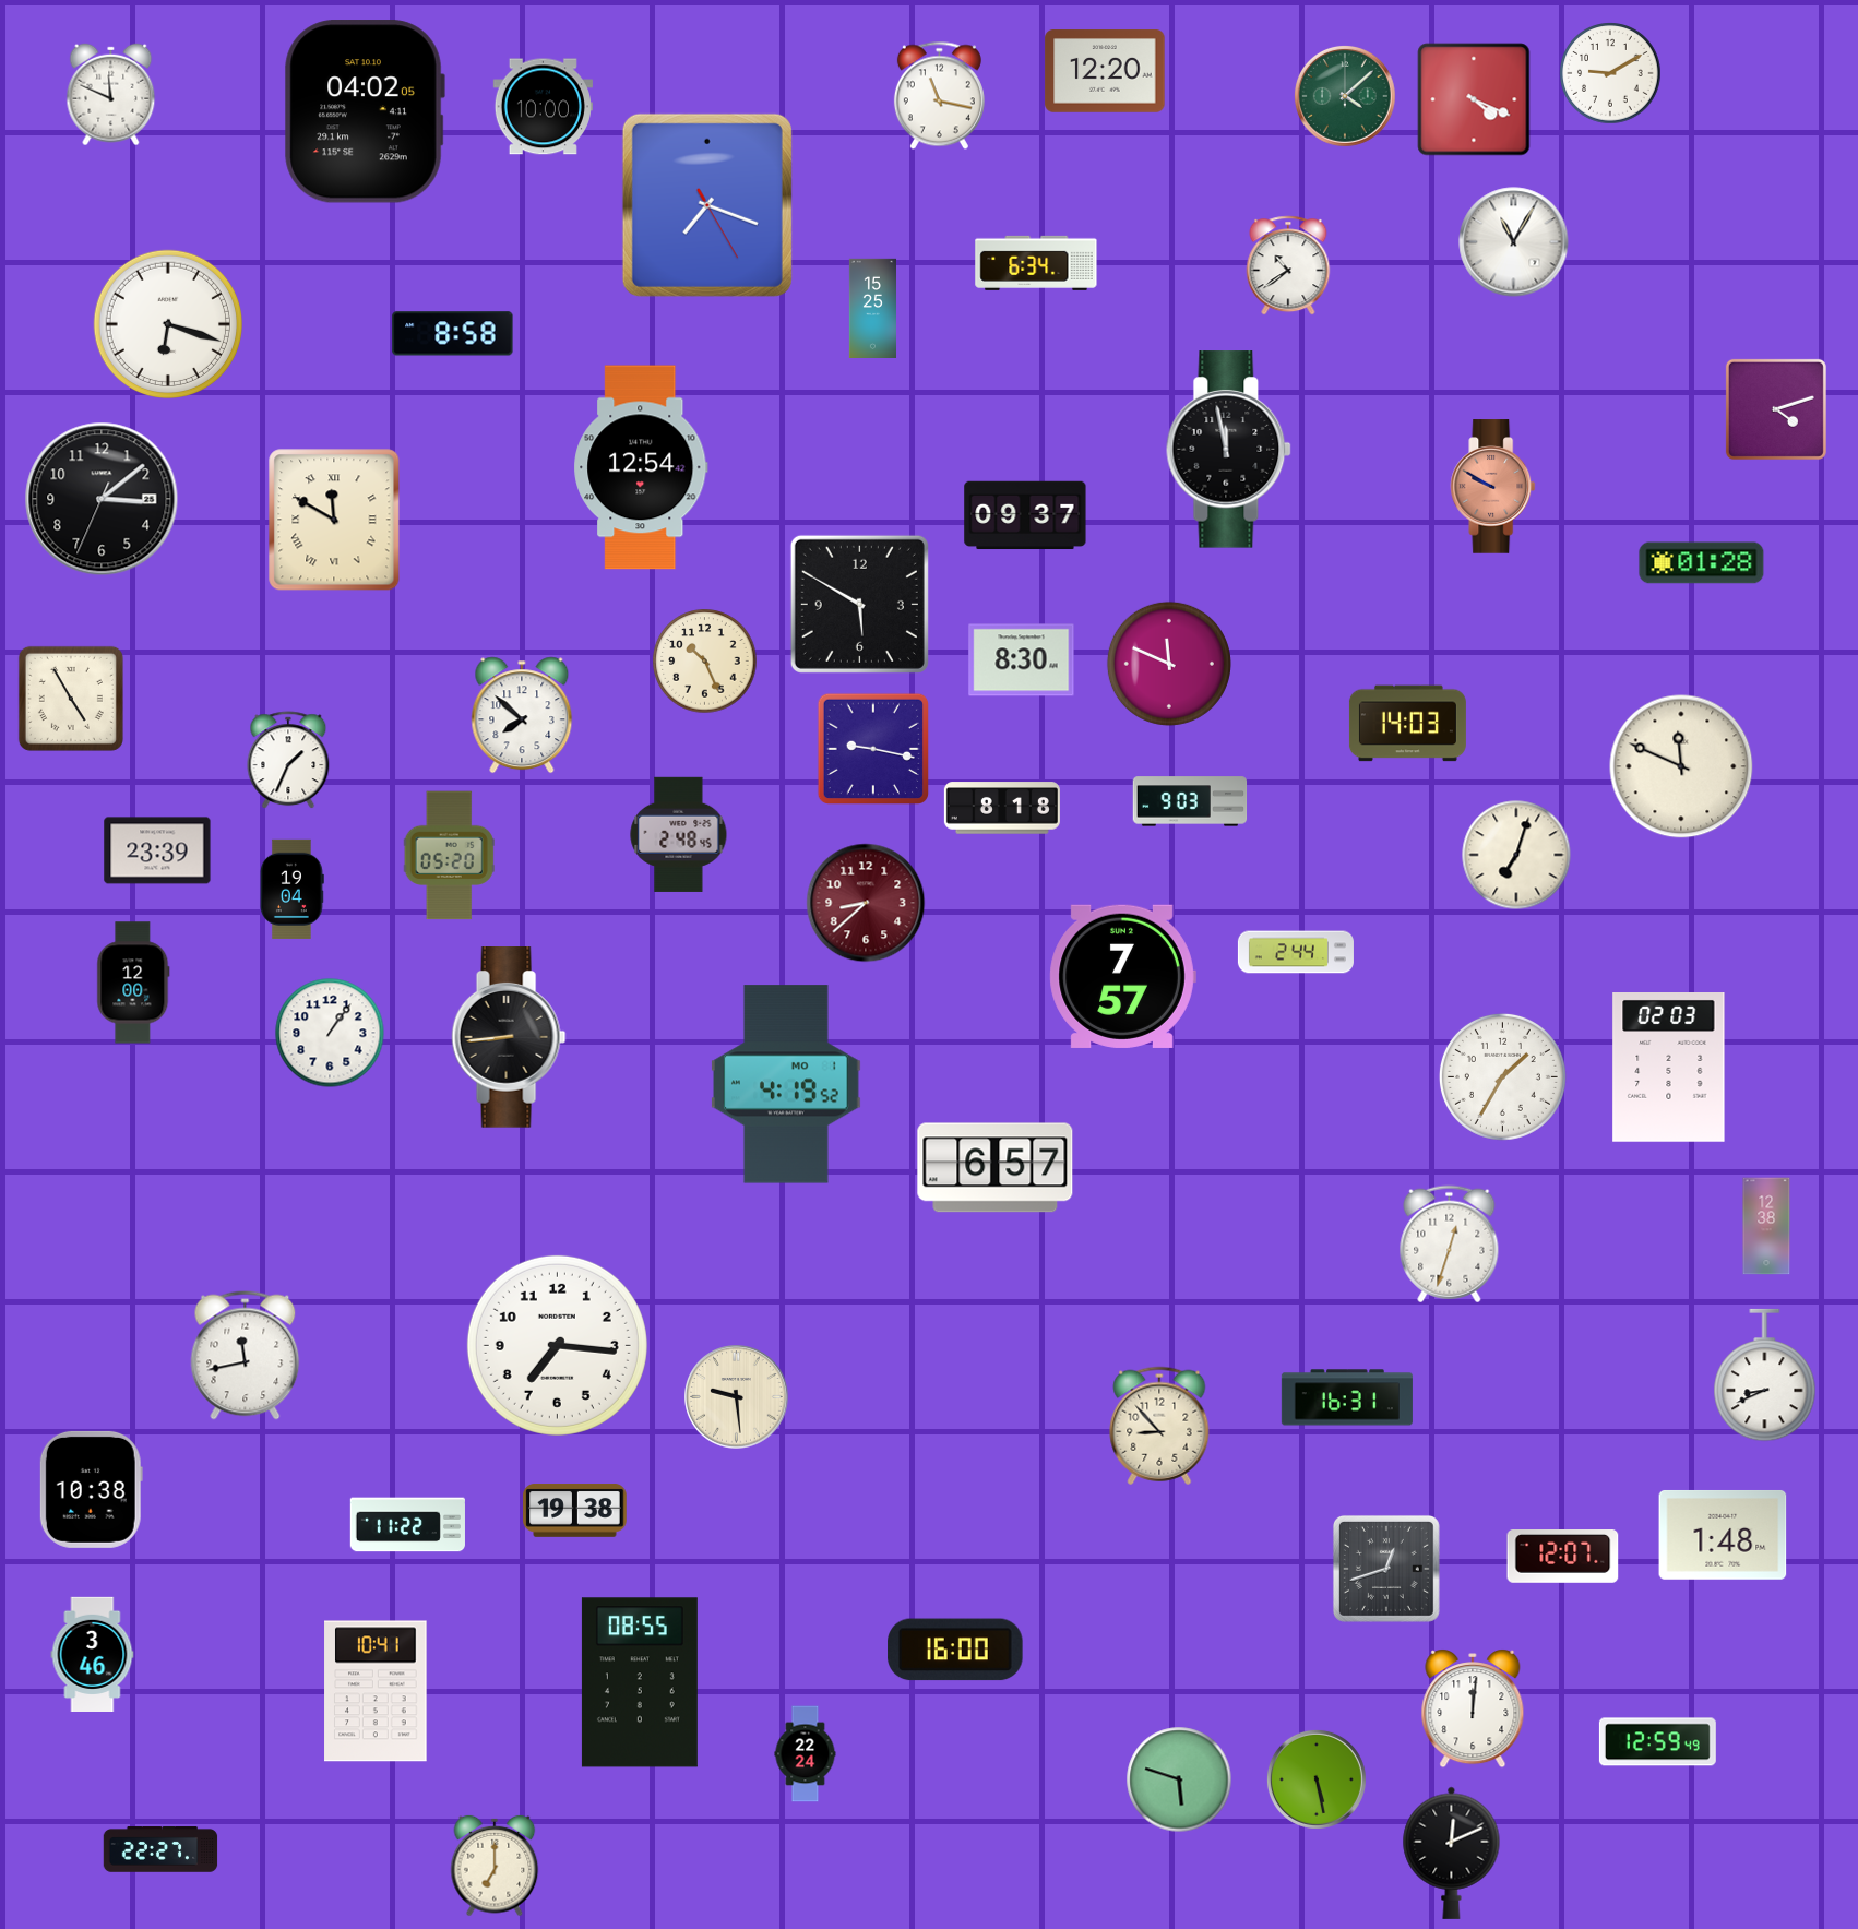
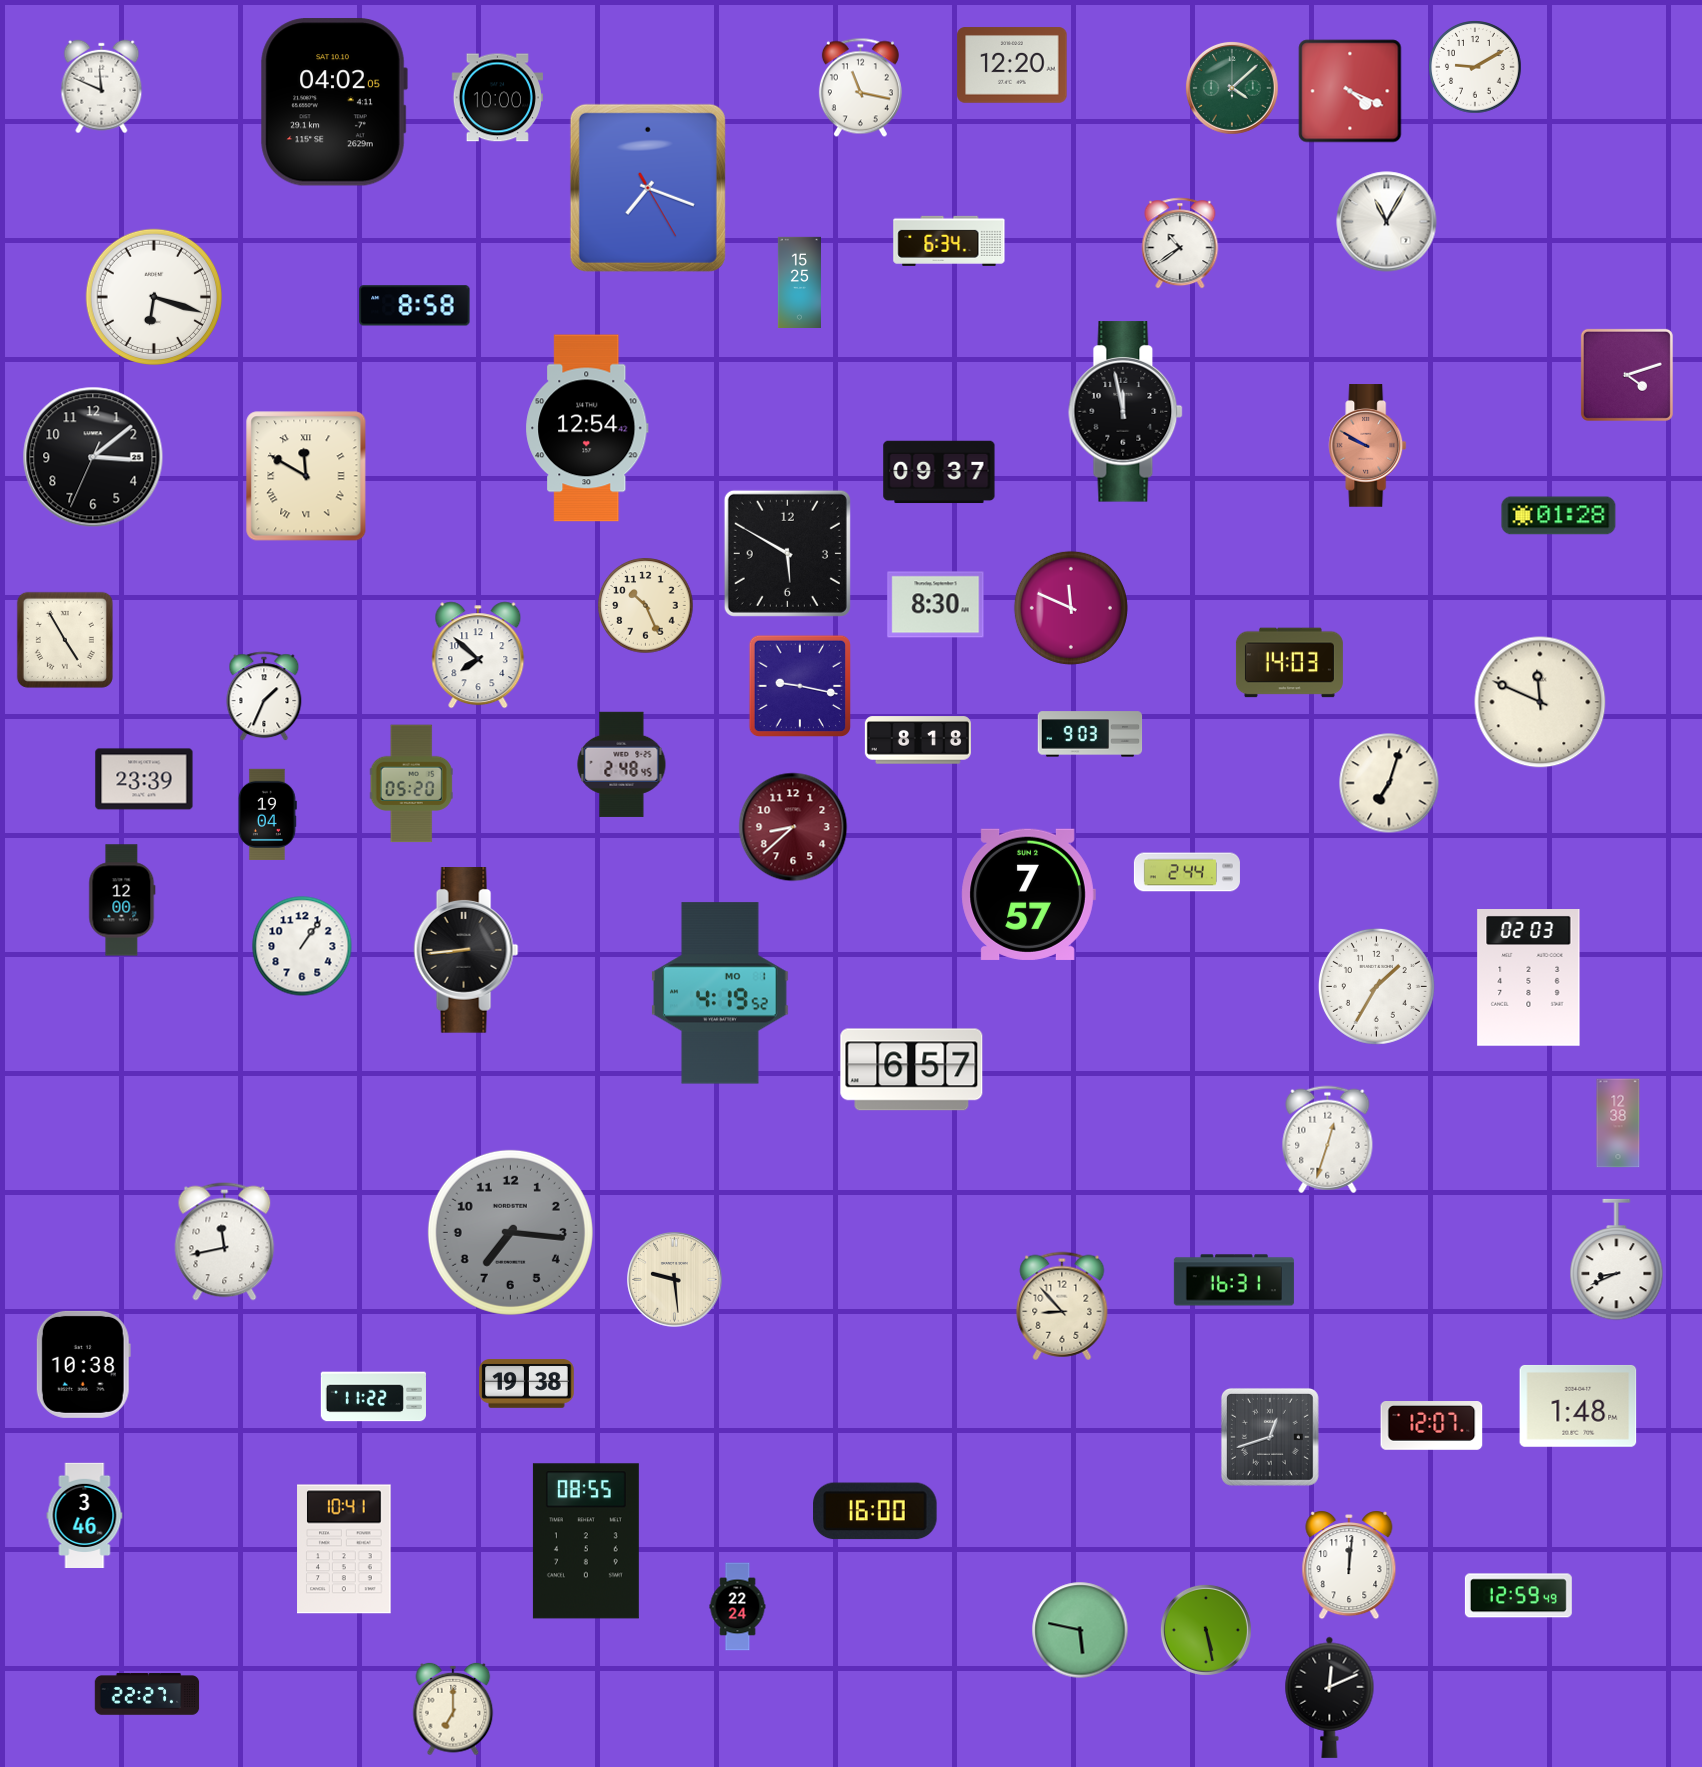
clock at (557, 1345) dial: white -> grey
clock at (1179, 1779): 5:48 -> 5:47
